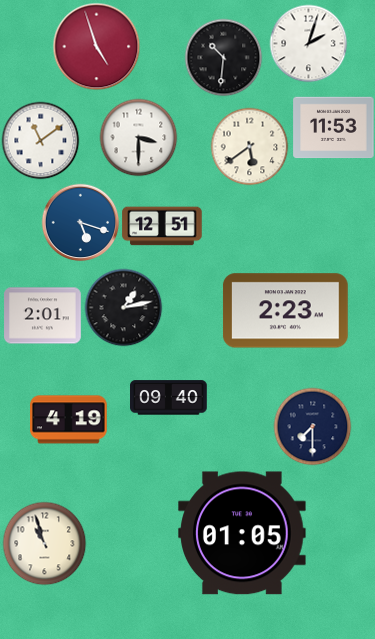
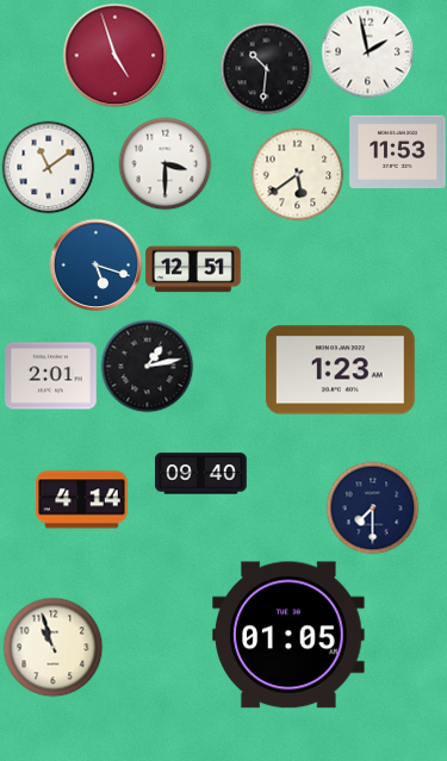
clock at (308, 43): 2:03 -> 1:58
clock at (285, 311): 2:23 -> 1:23
clock at (69, 420): 4:19 -> 4:14
